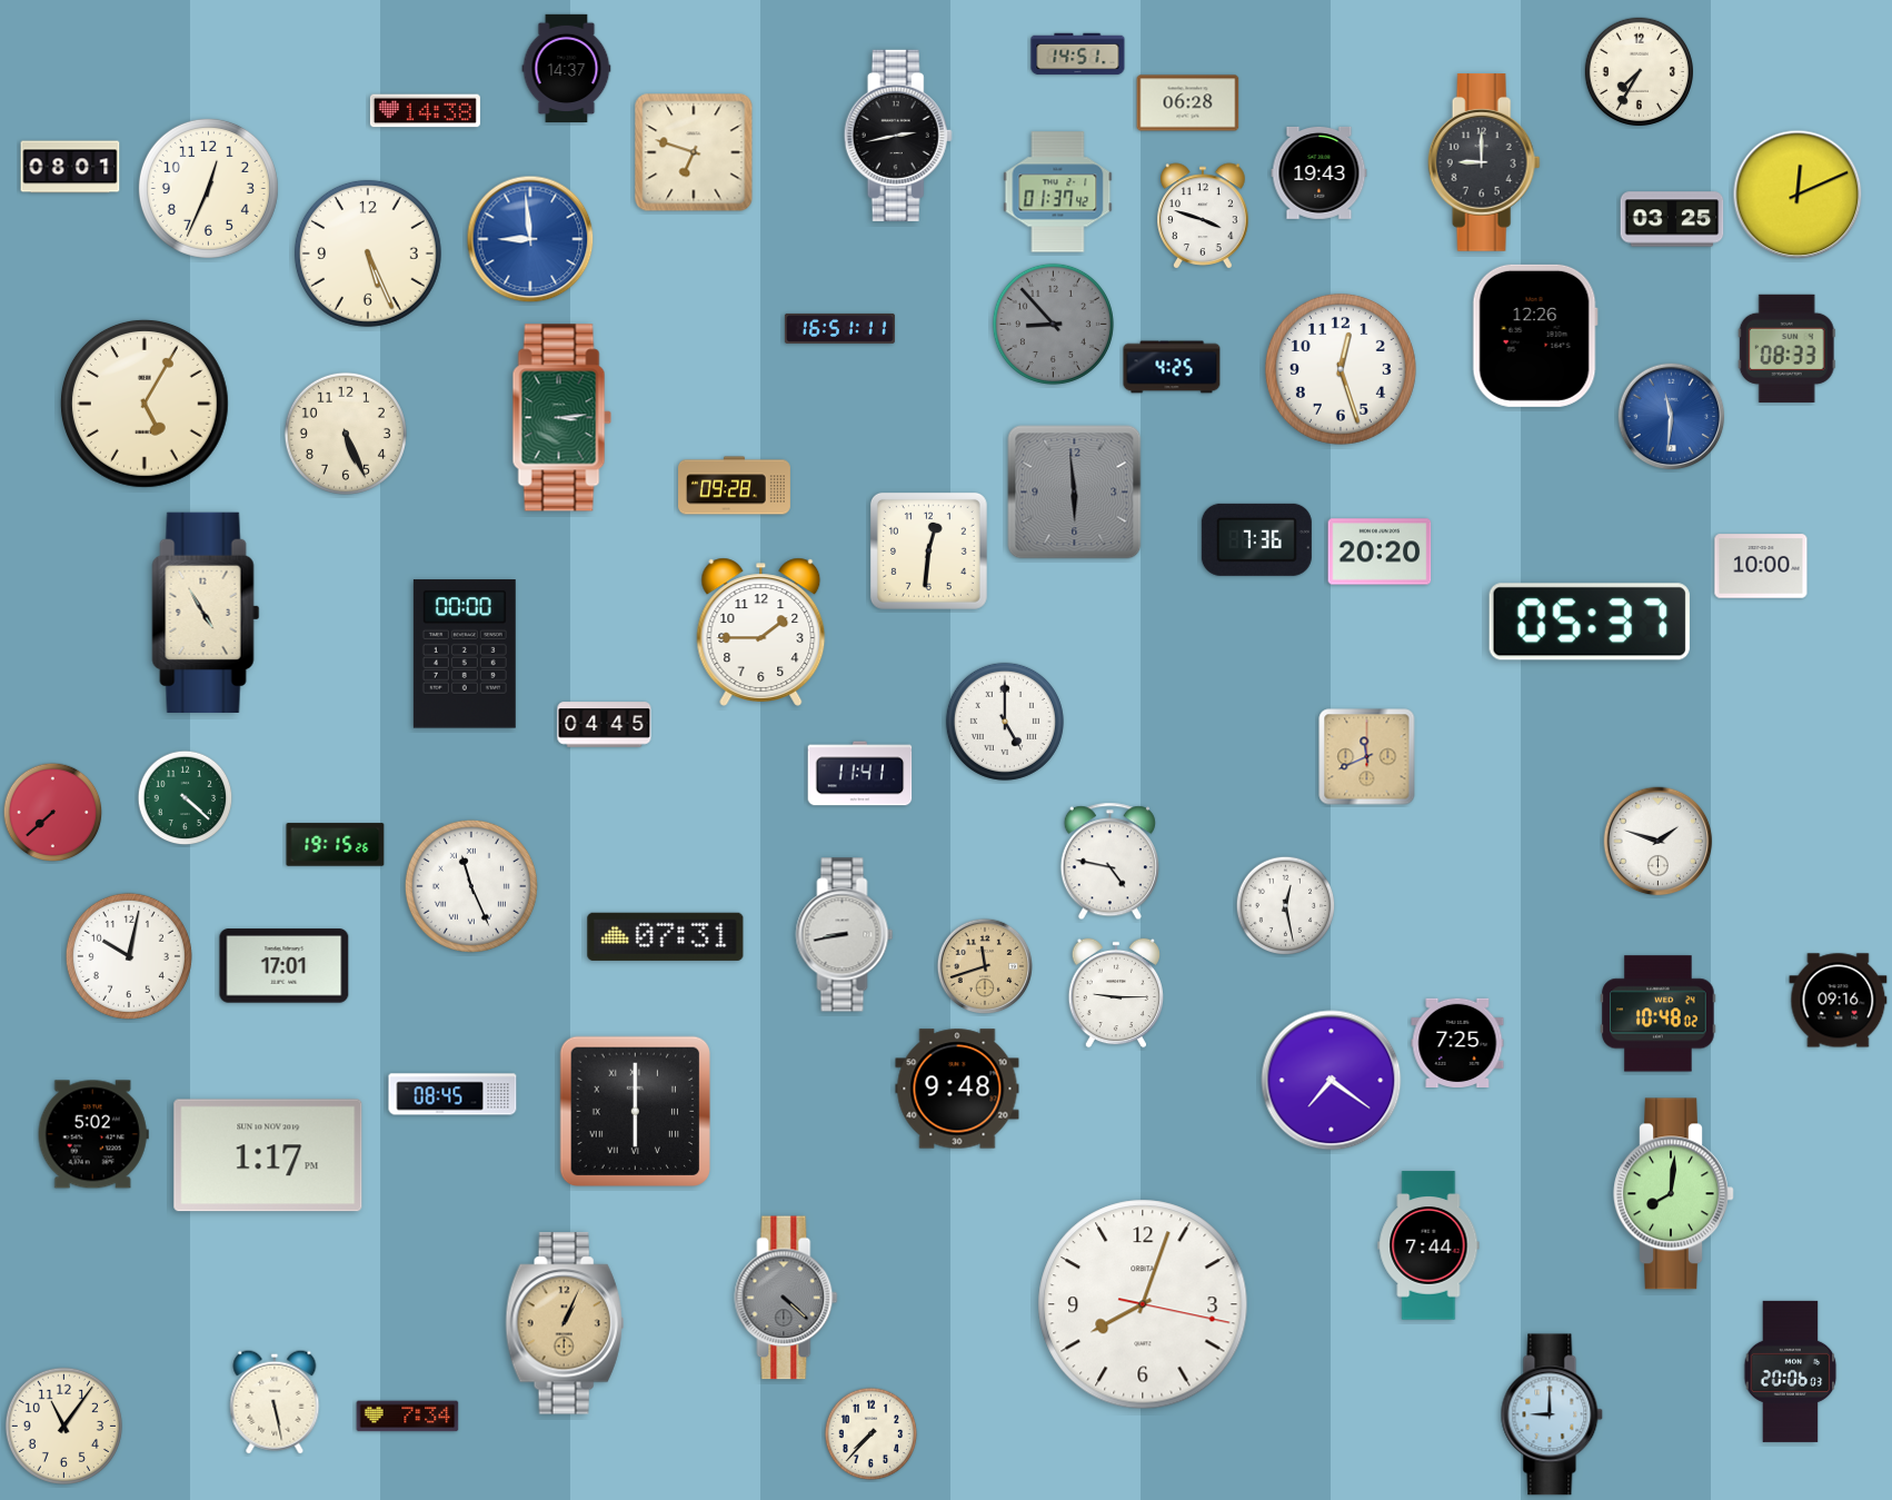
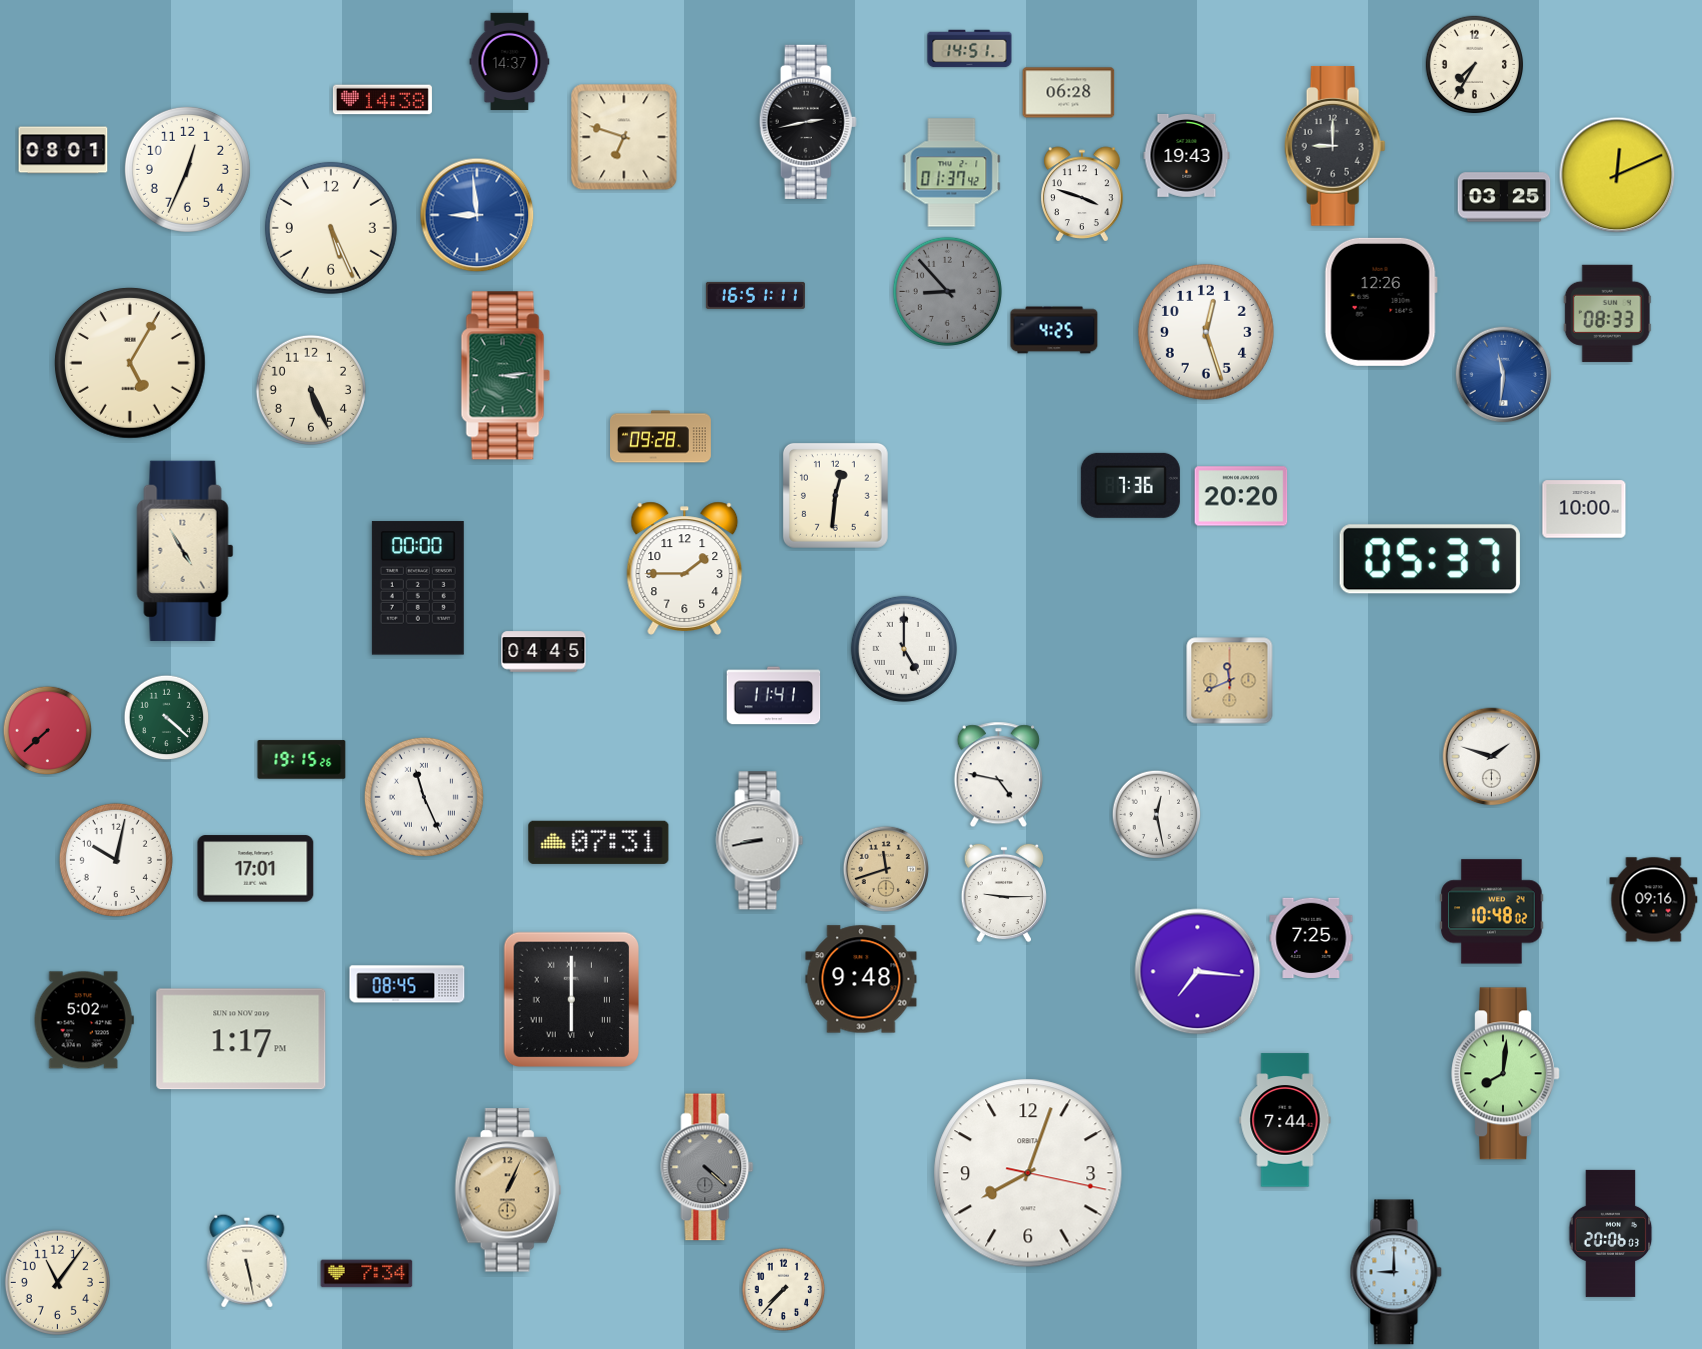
clock at (1075, 493): 5:59 -> none
clock at (1332, 1081): 7:21 -> 7:16
